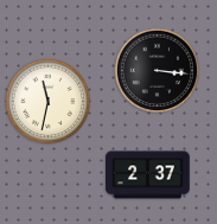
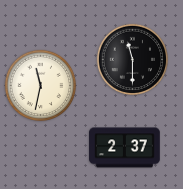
clock at (158, 71): 3:16 -> 11:30
